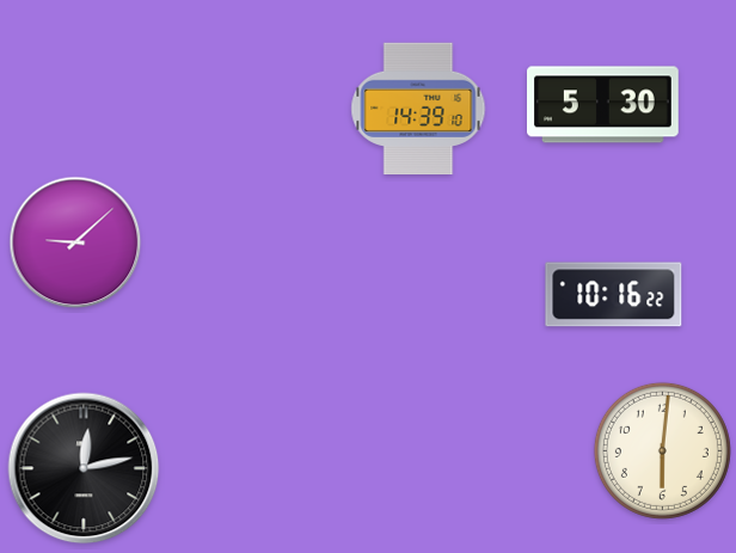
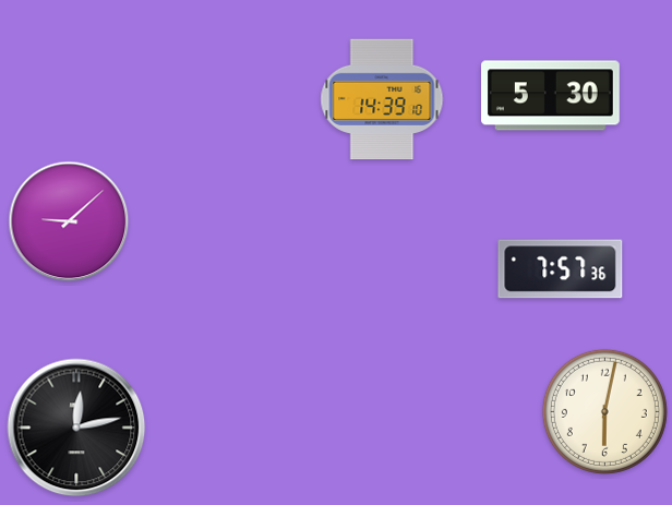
clock at (614, 295): 10:16 -> 7:57
clock at (662, 450): 6:01 -> 6:02
